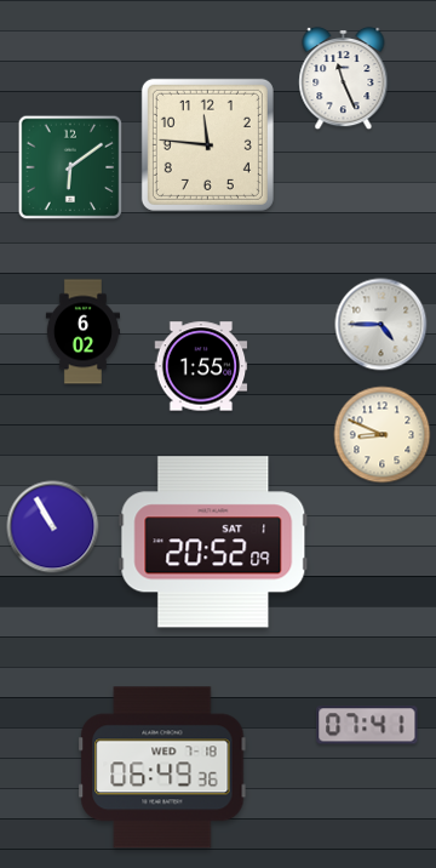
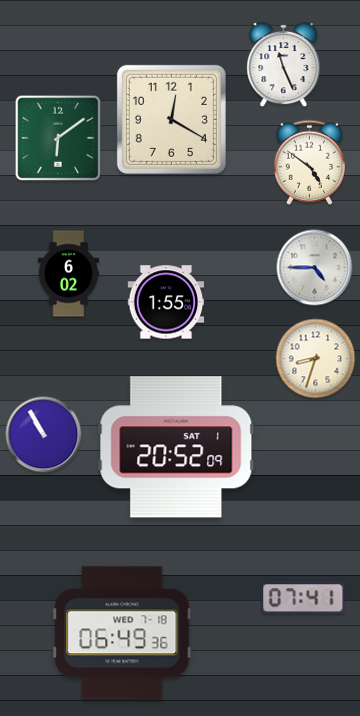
clock at (207, 144): 11:46 -> 12:20
clock at (309, 162): none -> 4:51
clock at (383, 435): 8:49 -> 8:33
clock at (162, 767) position: (162, 767) -> (122, 633)
